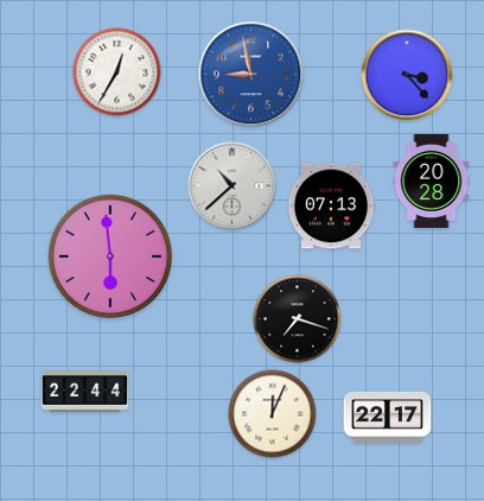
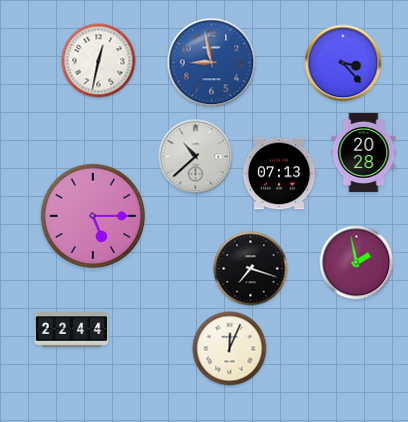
clock at (117, 72): 12:35 -> 12:32
clock at (110, 256): 5:59 -> 5:15
clock at (357, 263): none -> 1:58
clock at (388, 417): 22:17 -> none
